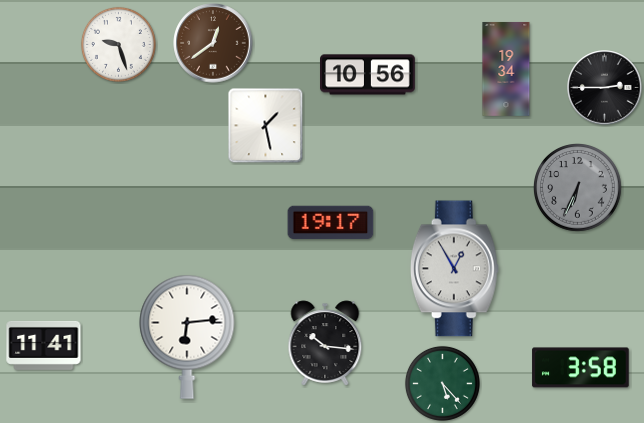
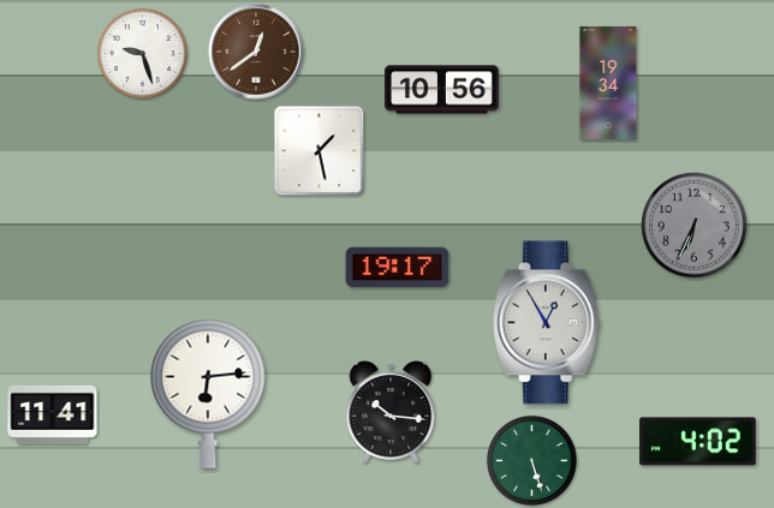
clock at (605, 88): 2:45 -> none
clock at (187, 337) position: (187, 337) -> (208, 394)
clock at (581, 368): 3:58 -> 4:02
clock at (442, 383): 5:23 -> 5:27
